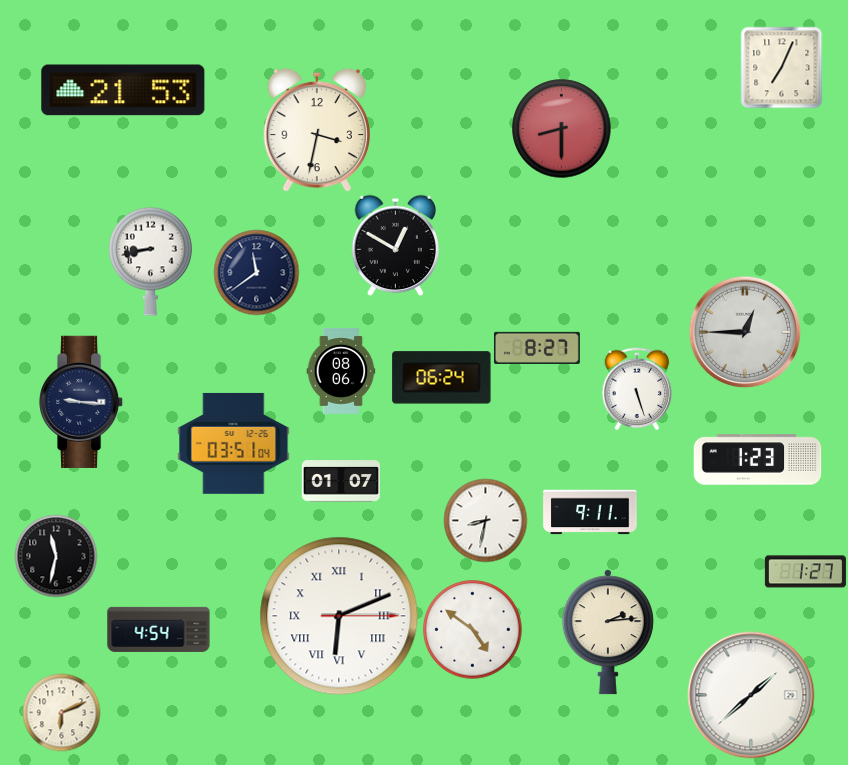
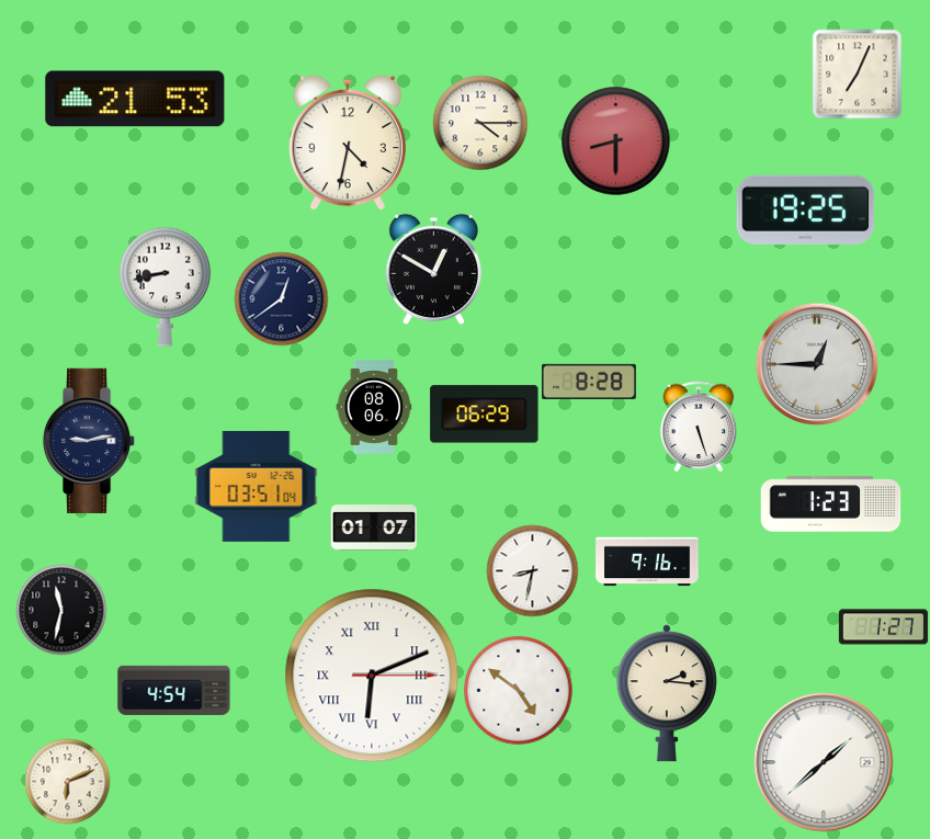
clock at (480, 123): none -> 4:15
clock at (316, 130): 3:32 -> 4:32
clock at (806, 209): none -> 19:25
clock at (256, 272): 11:39 -> 12:39
clock at (537, 348): 8:27 -> 8:28
clock at (442, 378): 06:24 -> 06:29
clock at (82, 402): 9:16 -> 9:13
clock at (590, 512): 9:11 -> 9:16
clock at (608, 632): 2:14 -> 2:16
